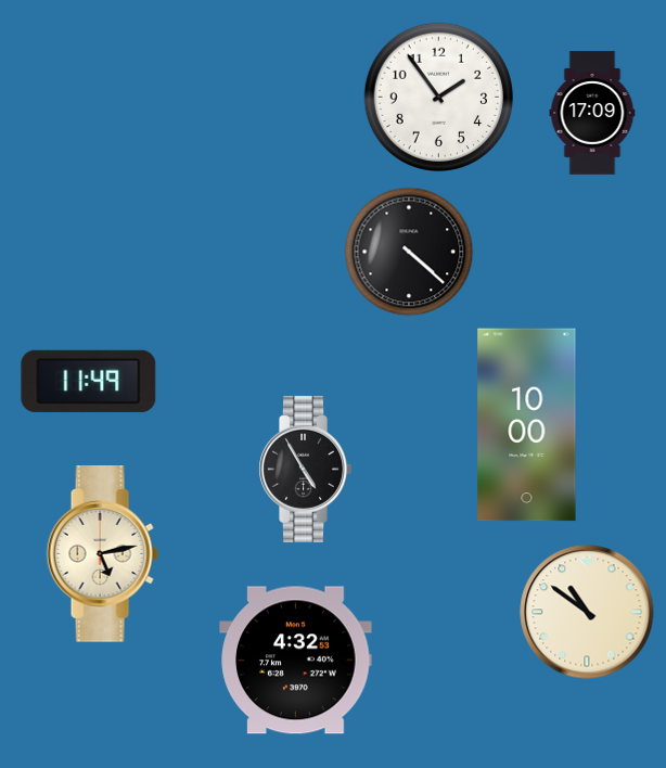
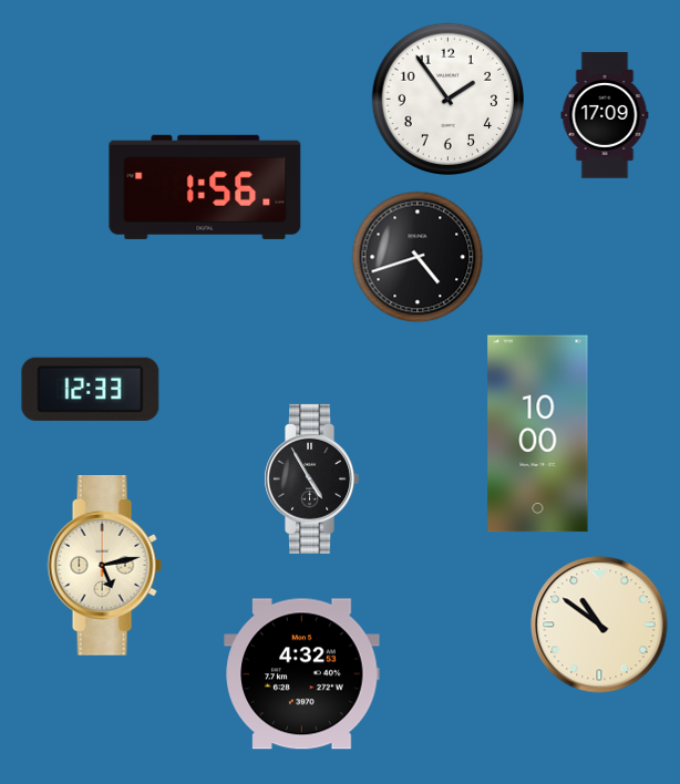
clock at (205, 187): none -> 1:56
clock at (409, 252): 4:22 -> 4:42
clock at (89, 381): 11:49 -> 12:33
